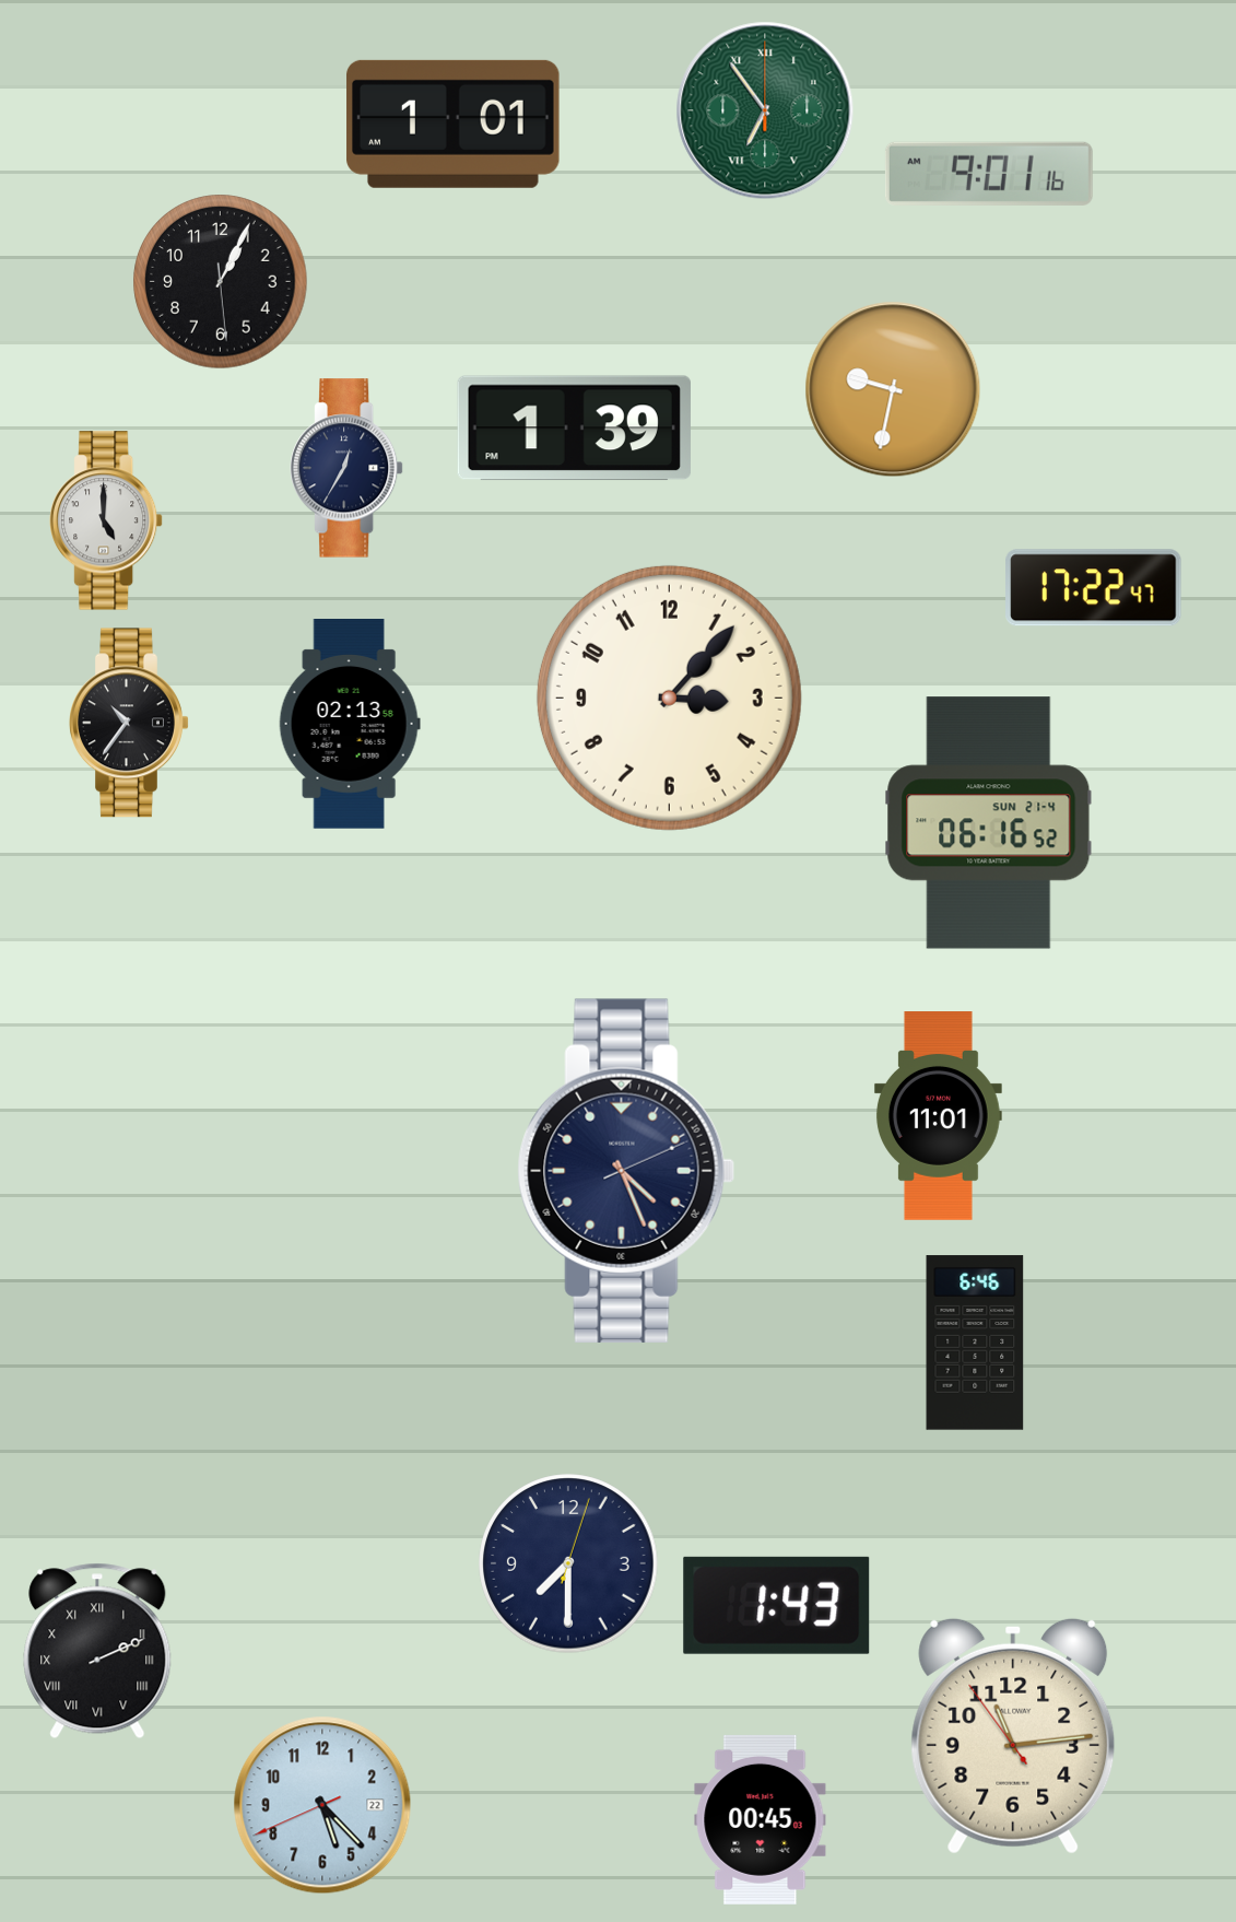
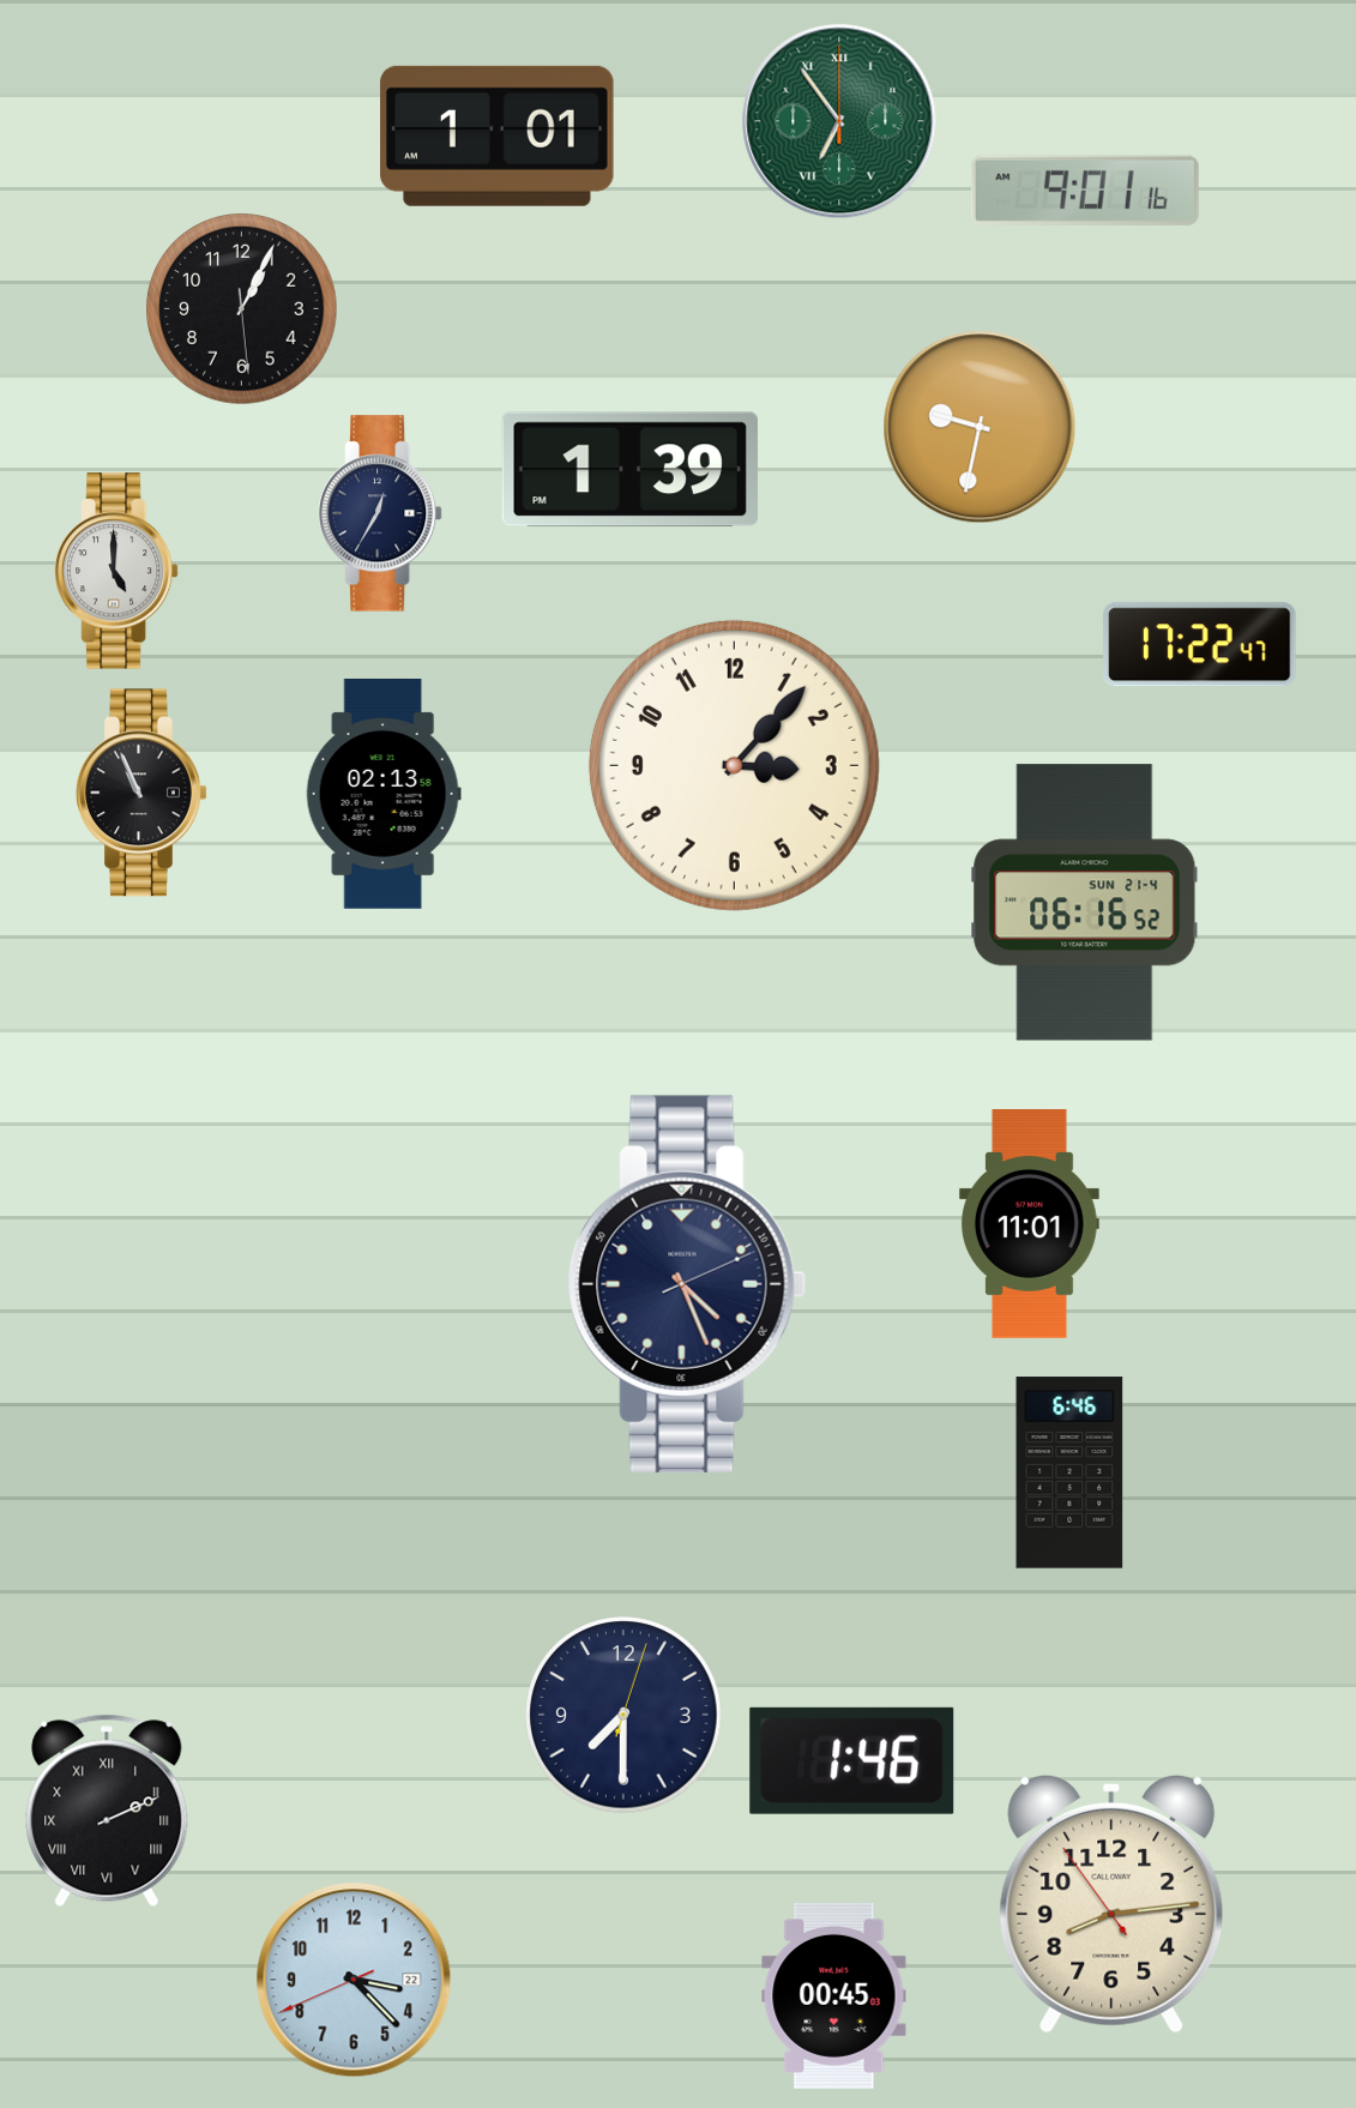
clock at (129, 723): 10:36 -> 10:56
clock at (777, 1605): 1:43 -> 1:46
clock at (1013, 1736): 11:13 -> 8:13
clock at (322, 1805): 5:22 -> 3:22
